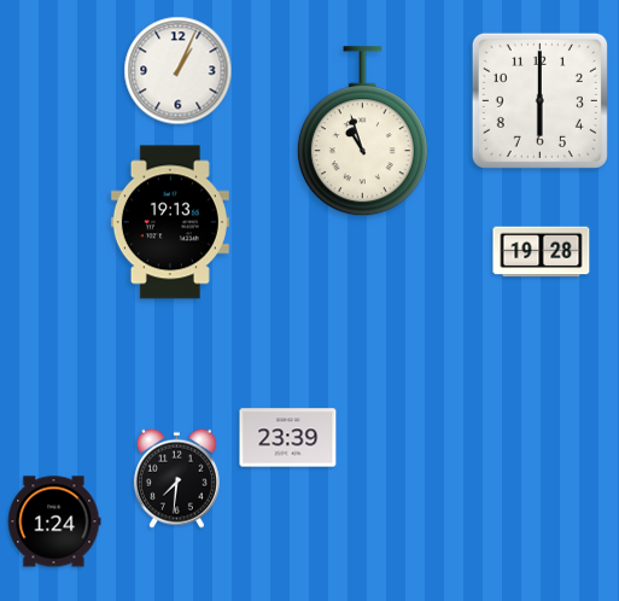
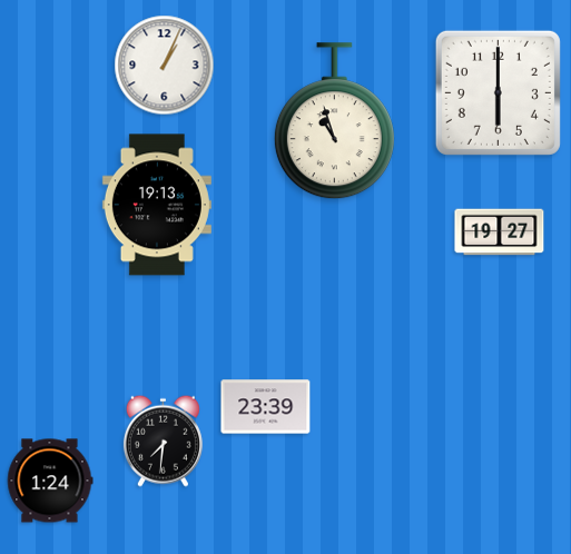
clock at (542, 252): 19:28 -> 19:27
clock at (288, 438) position: (288, 438) -> (266, 407)
